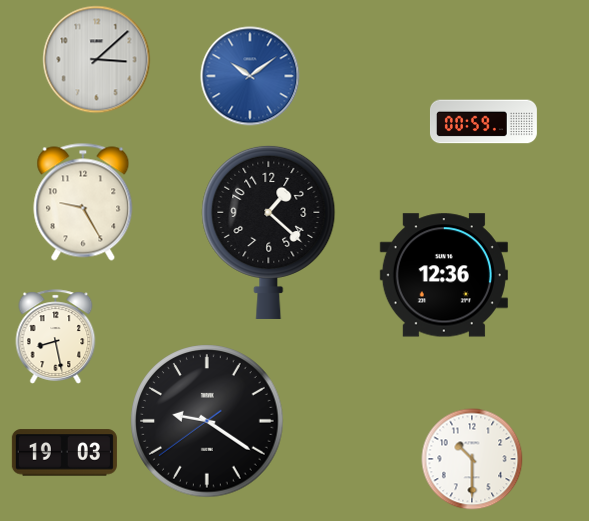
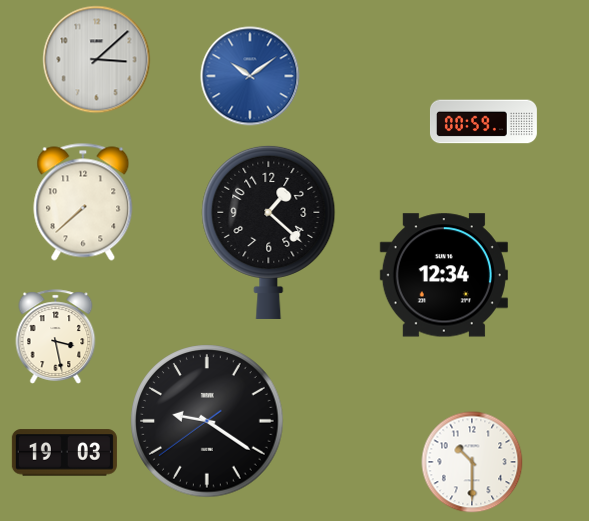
clock at (83, 202): 9:25 -> 7:38
clock at (444, 275): 12:36 -> 12:34
clock at (56, 337): 8:28 -> 3:28
clock at (472, 459) position: (472, 459) -> (472, 462)
